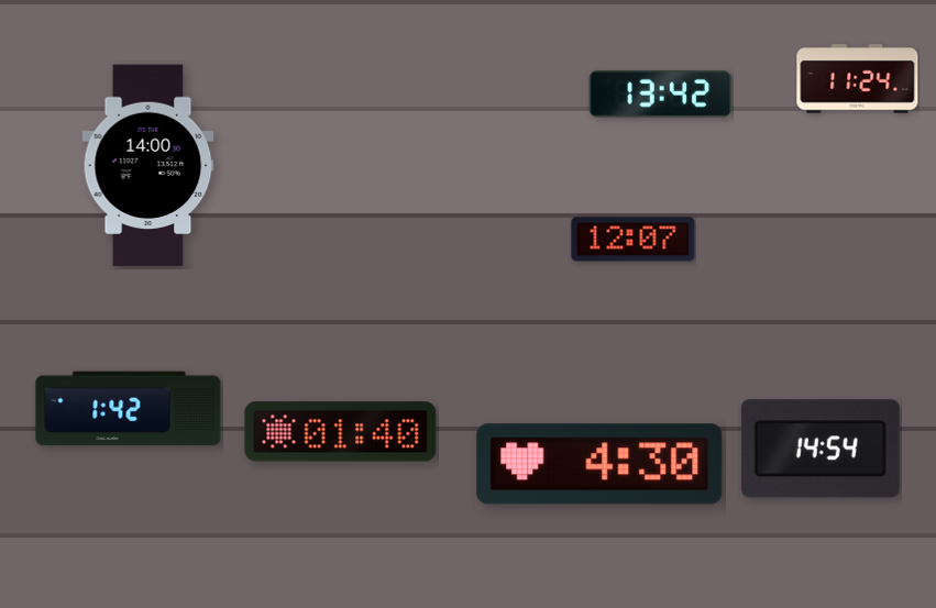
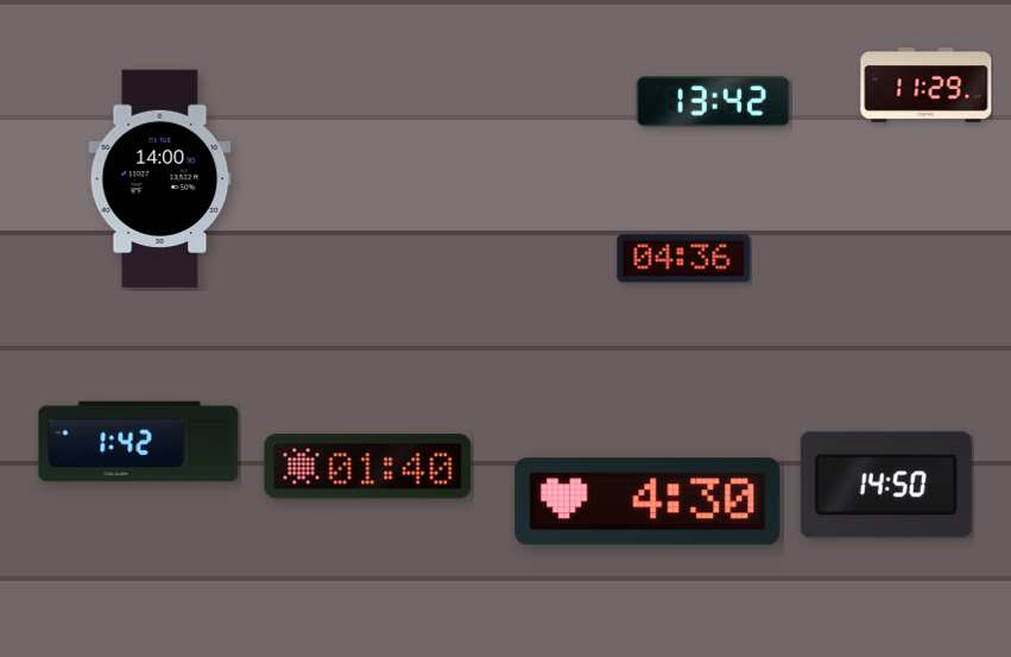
clock at (858, 79): 11:24 -> 11:29
clock at (634, 240): 12:07 -> 04:36
clock at (821, 449): 14:54 -> 14:50
